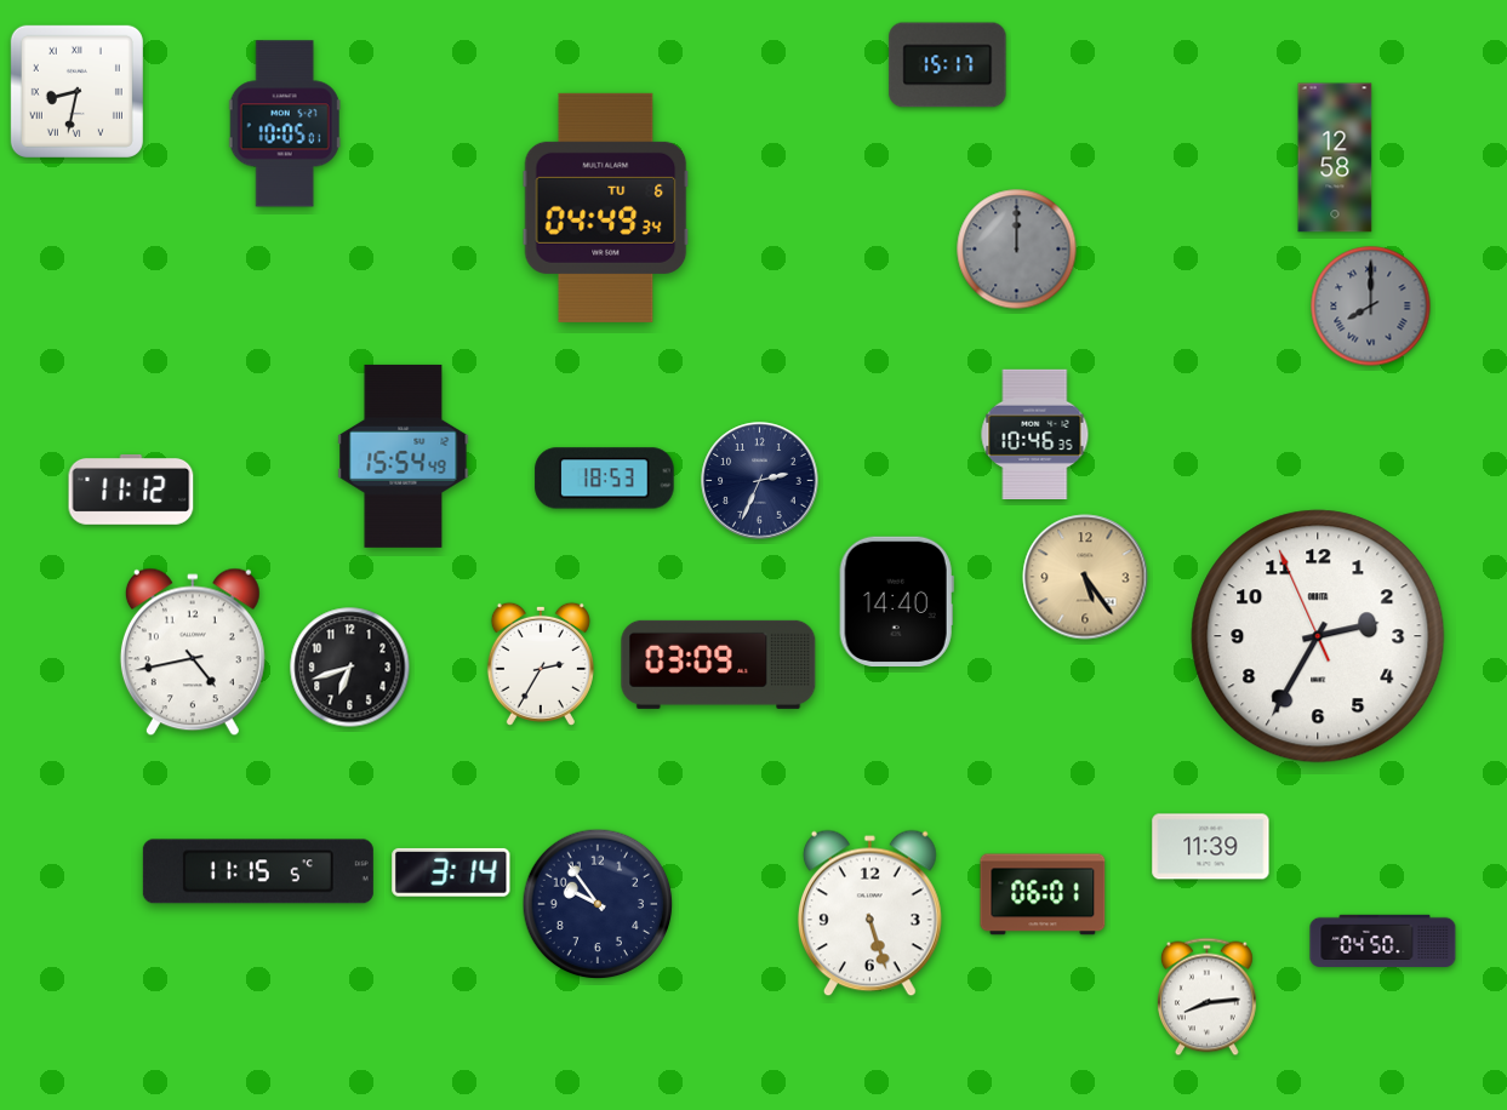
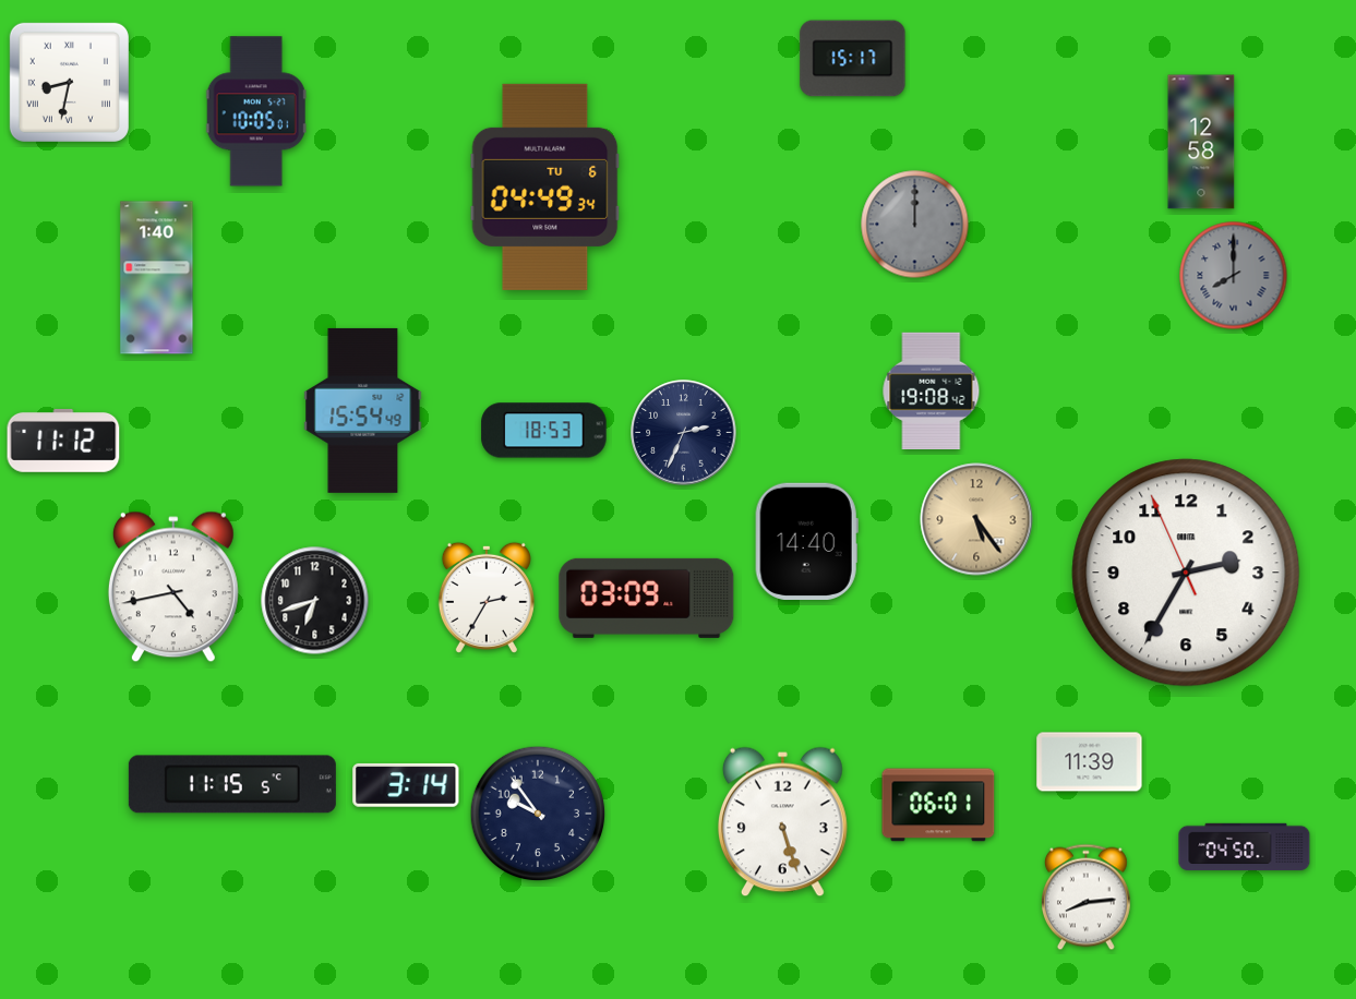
clock at (157, 278): none -> 1:40
clock at (1035, 434): 10:46 -> 19:08
clock at (131, 490) position: (131, 490) -> (63, 441)
